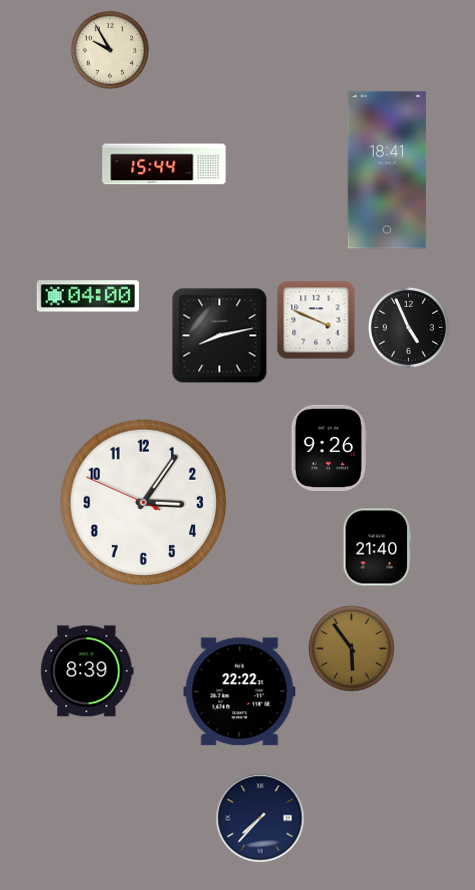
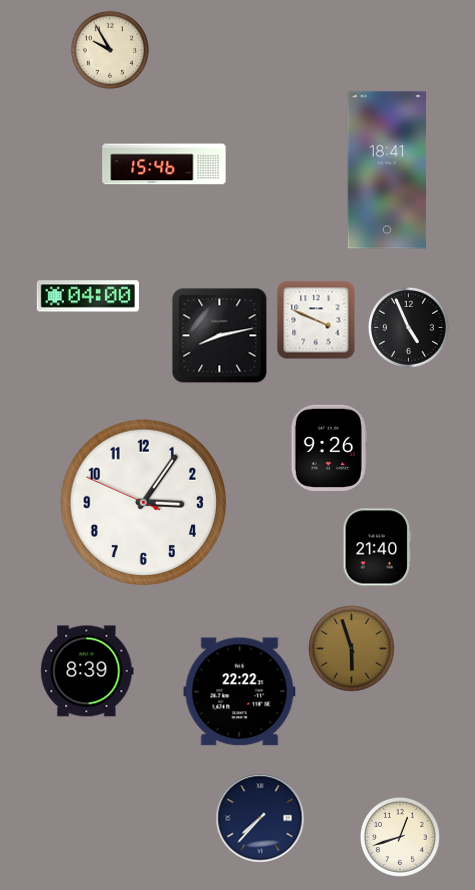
clock at (164, 164): 15:44 -> 15:46
clock at (352, 649): 5:54 -> 5:57
clock at (400, 837): none -> 12:42
